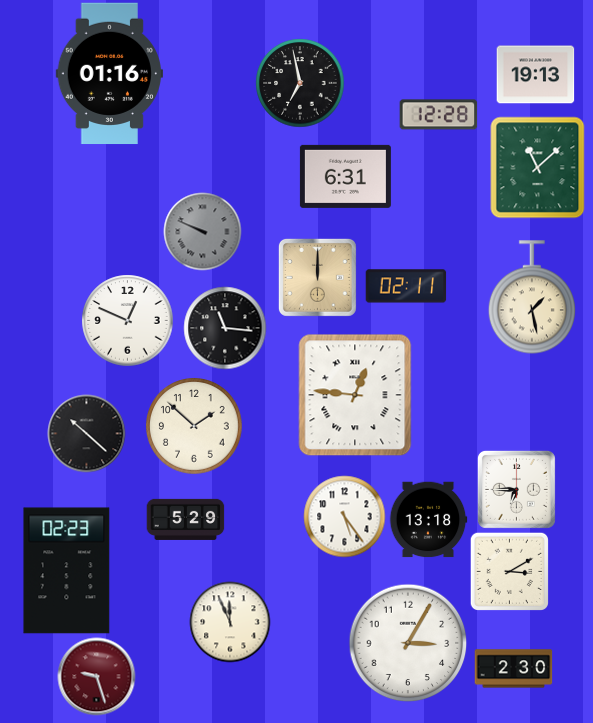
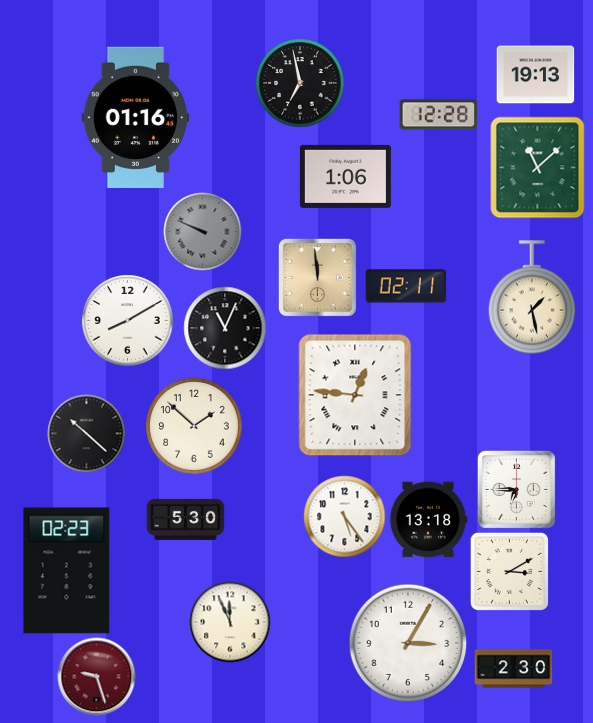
clock at (109, 74) position: (109, 74) -> (135, 118)
clock at (345, 176): 6:31 -> 1:06
clock at (317, 277): 12:00 -> 11:59
clock at (127, 320): 12:49 -> 8:10
clock at (225, 328): 11:16 -> 11:04
clock at (185, 519): 5:29 -> 5:30
